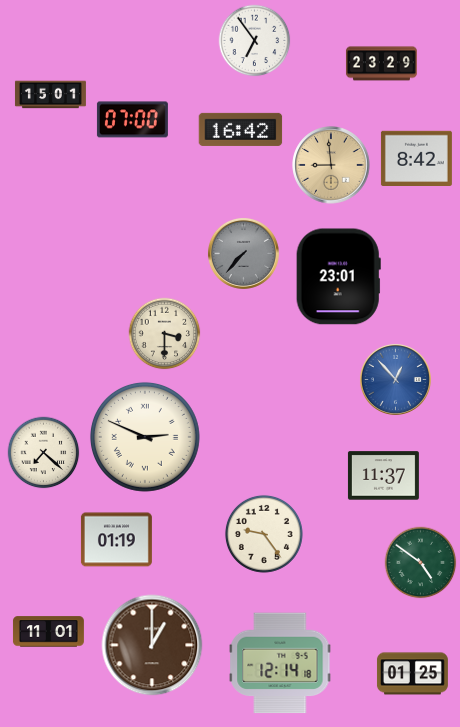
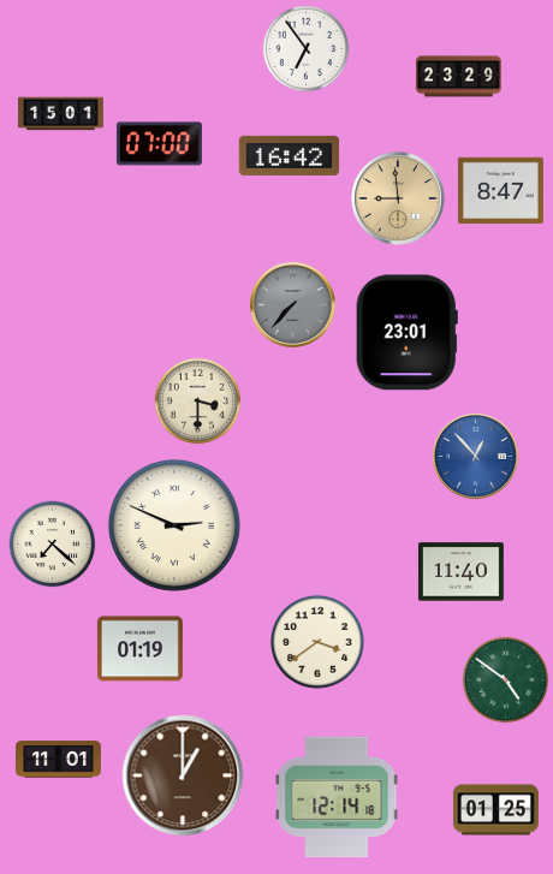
clock at (416, 158): 8:42 -> 8:47
clock at (383, 476): 11:37 -> 11:40
clock at (264, 534): 9:24 -> 3:39
clock at (421, 563) position: (421, 563) -> (506, 680)
